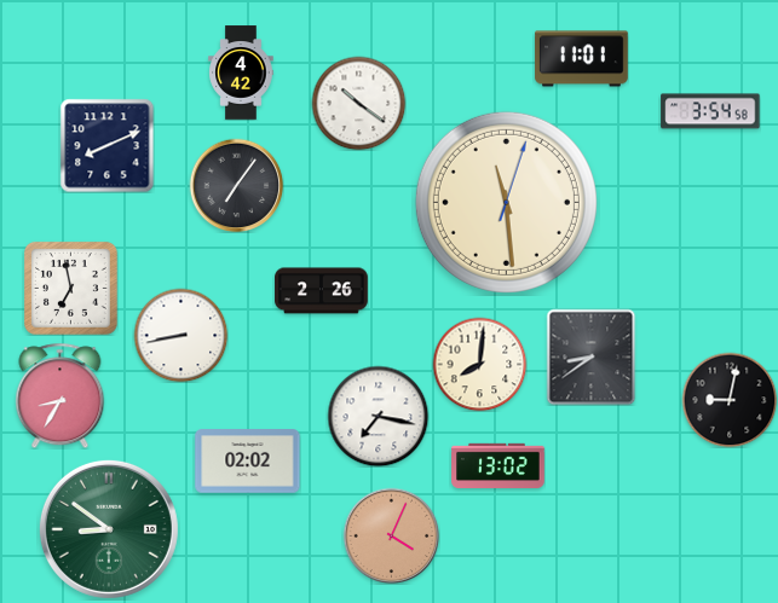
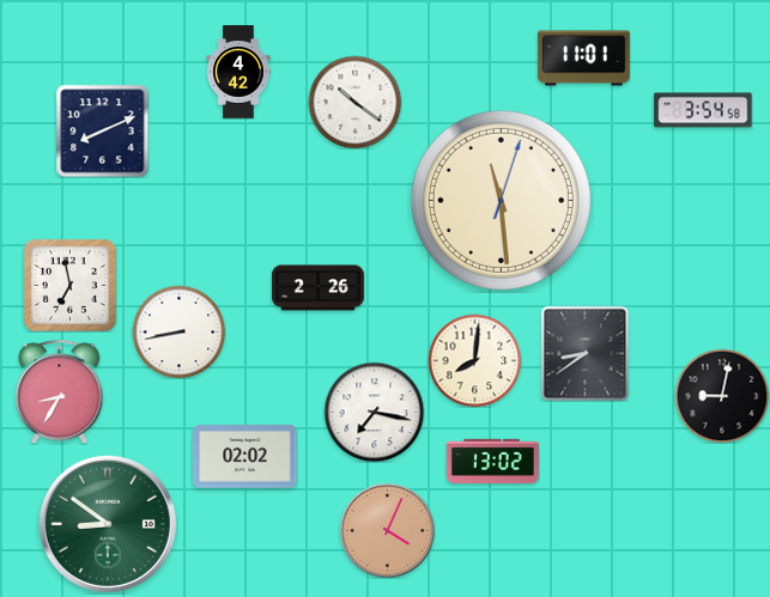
clock at (582, 59) position: (582, 59) -> (584, 59)
clock at (106, 145) position: (106, 145) -> (102, 130)
clock at (236, 185): 7:06 -> none
